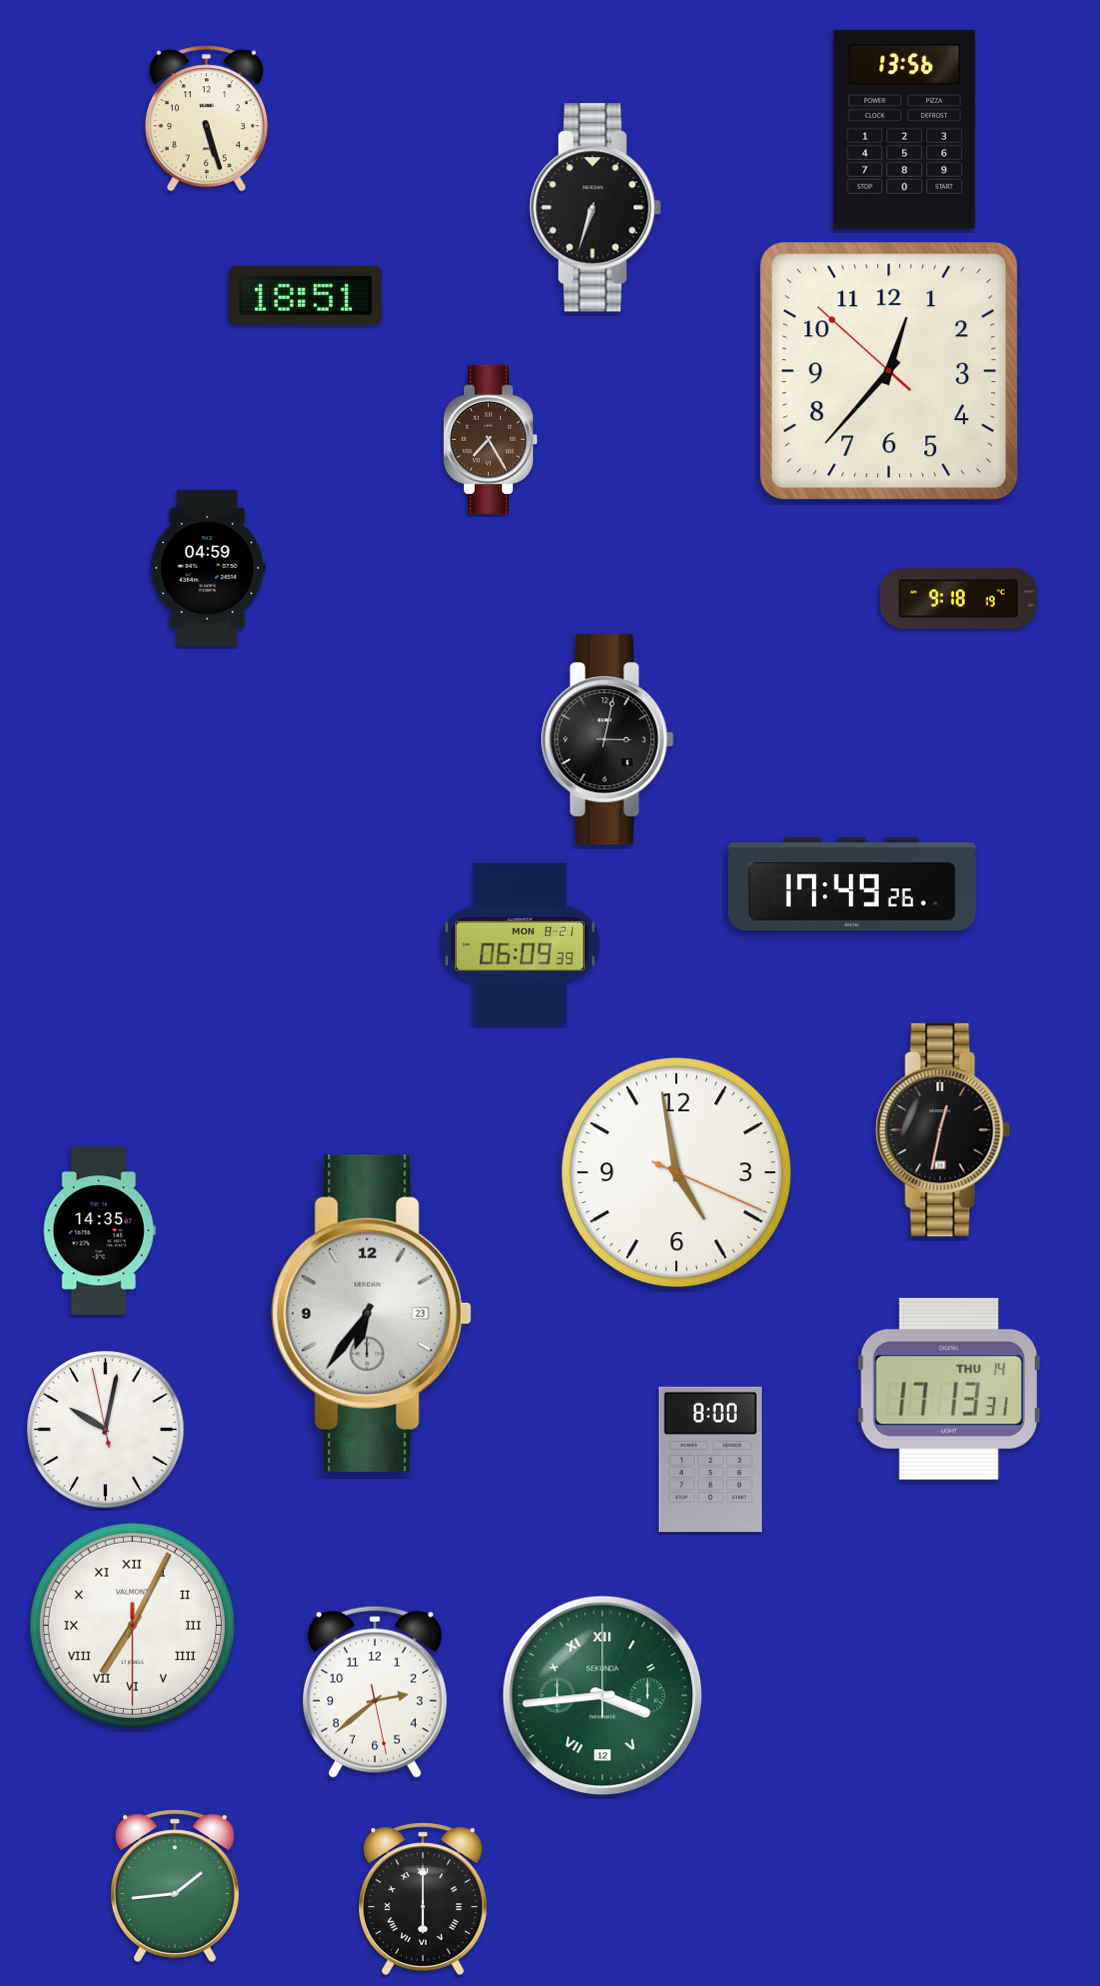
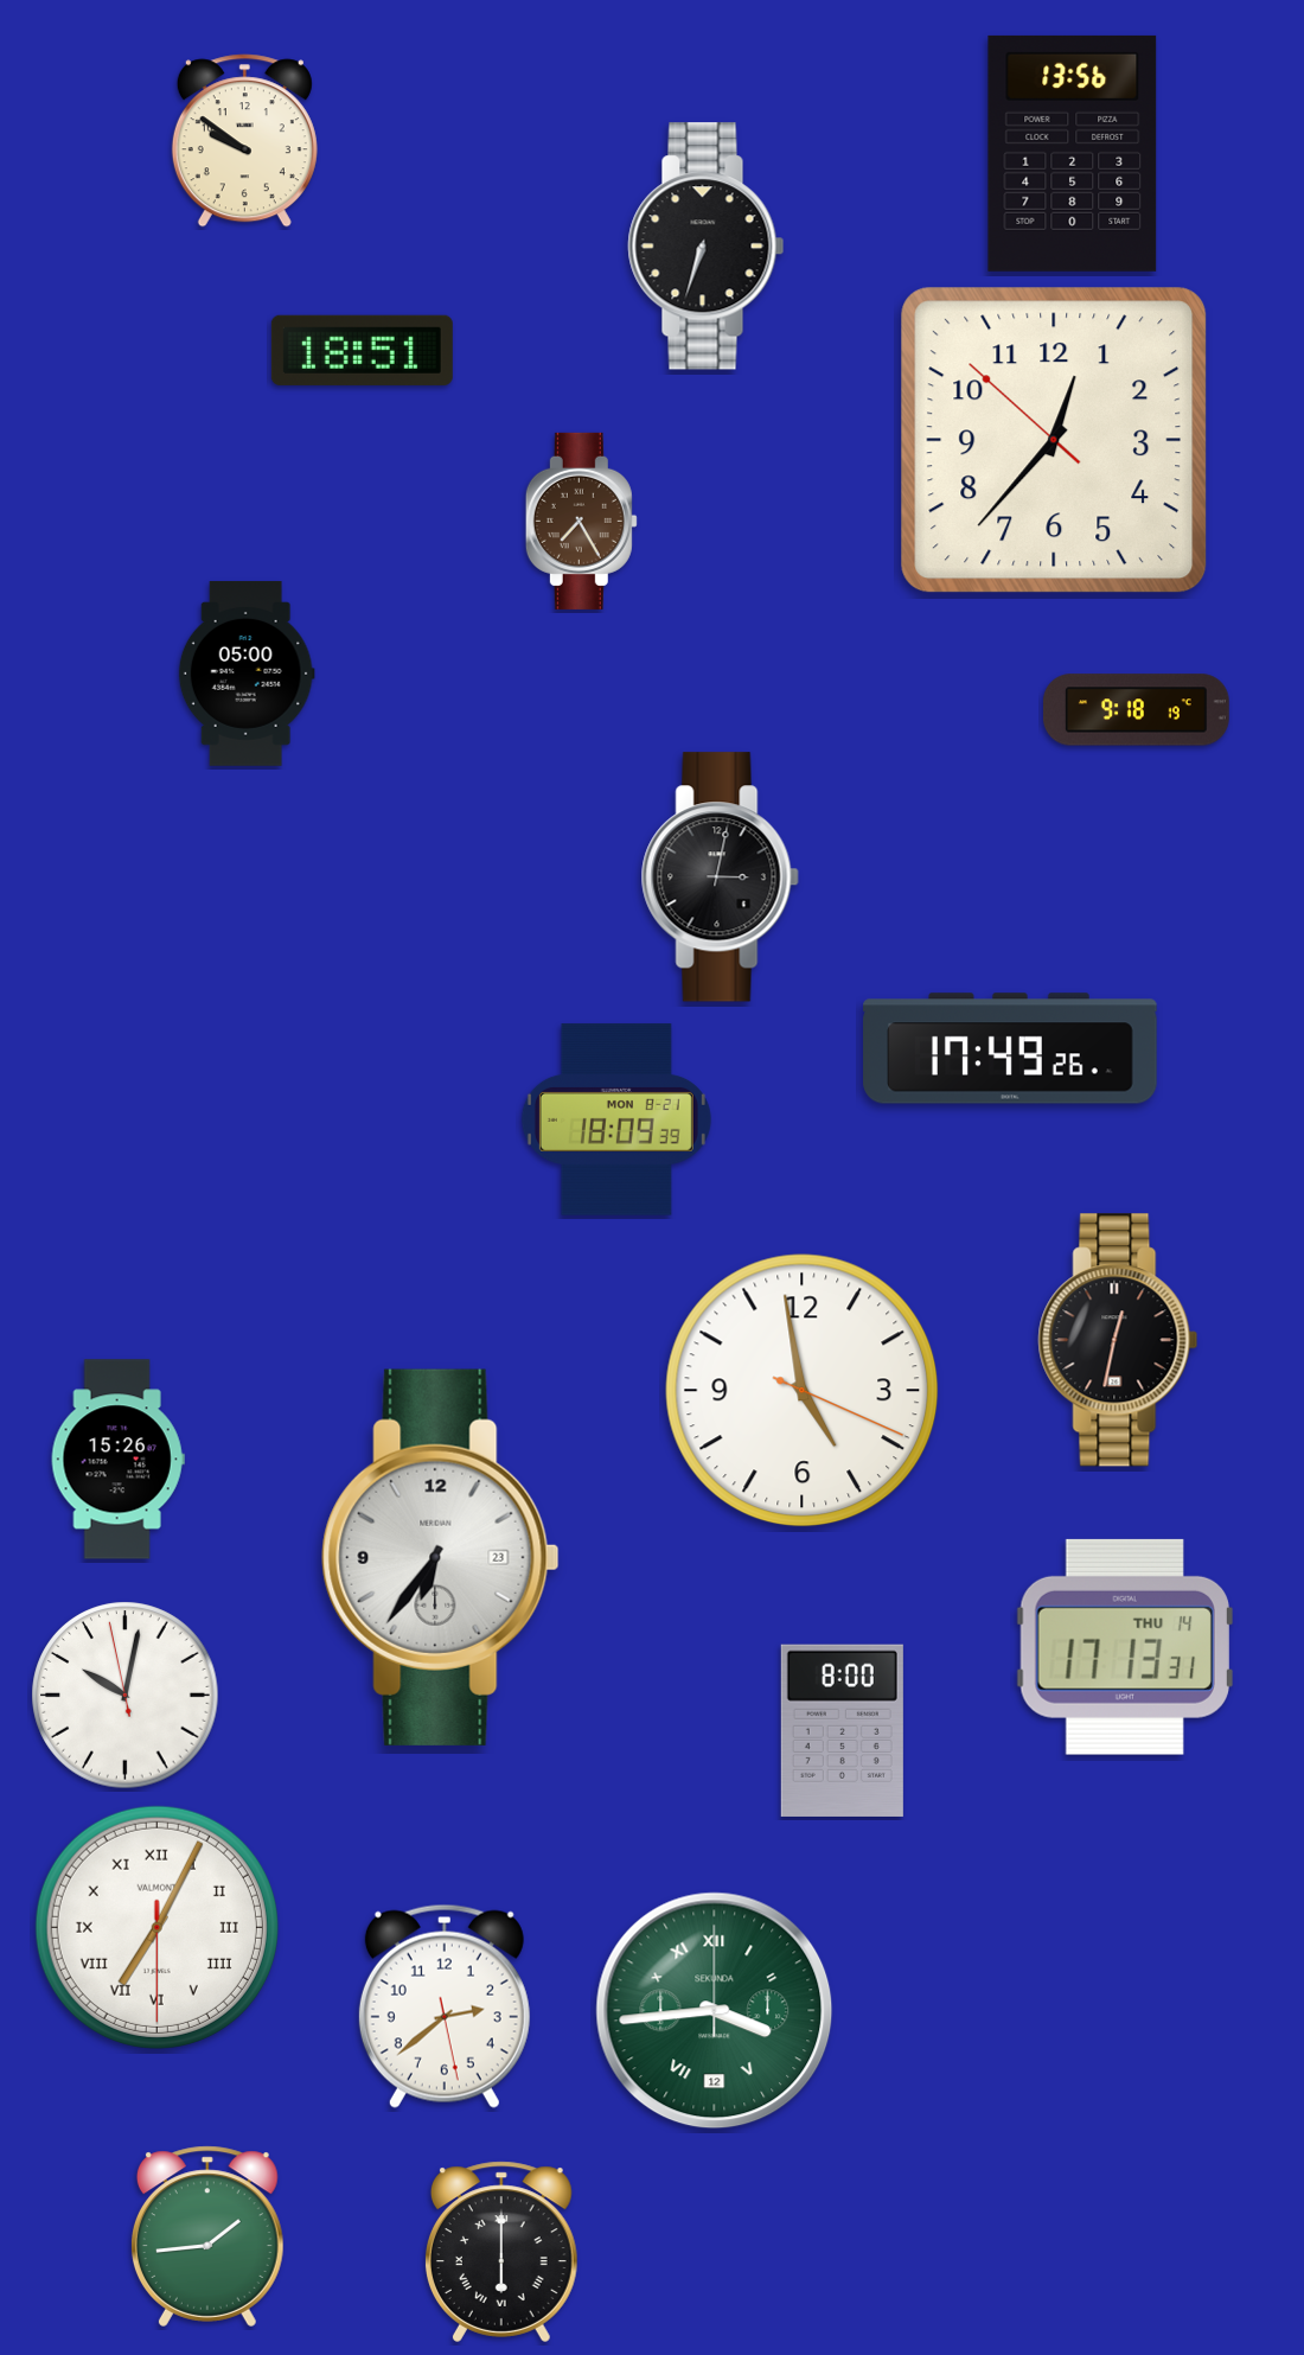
clock at (206, 119): 5:27 -> 9:51
clock at (208, 568): 04:59 -> 05:00
clock at (520, 944): 06:09 -> 18:09
clock at (99, 1231): 14:35 -> 15:26
